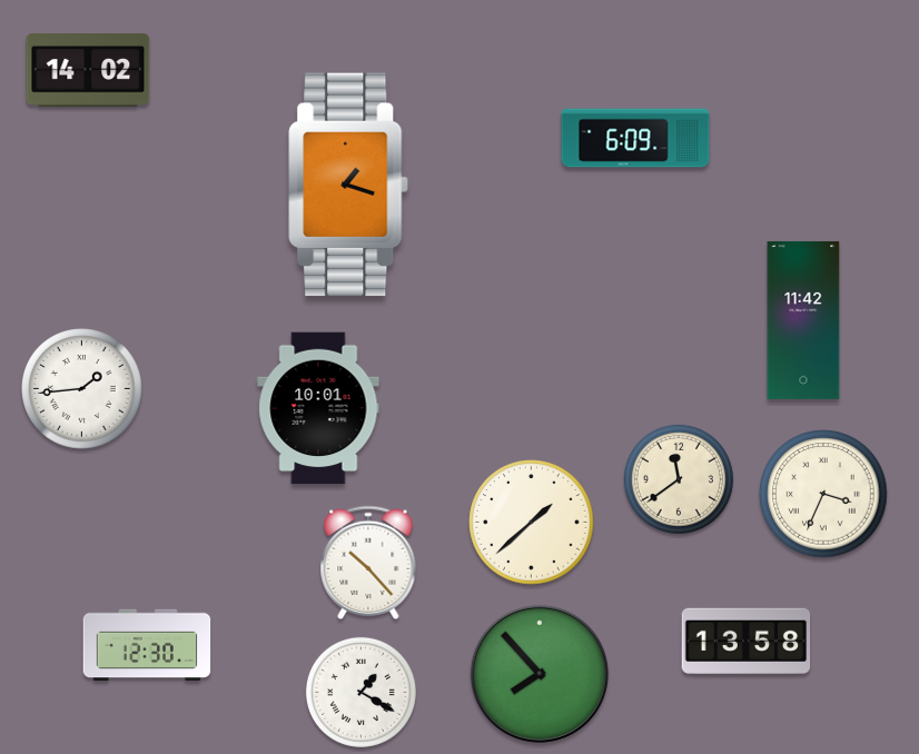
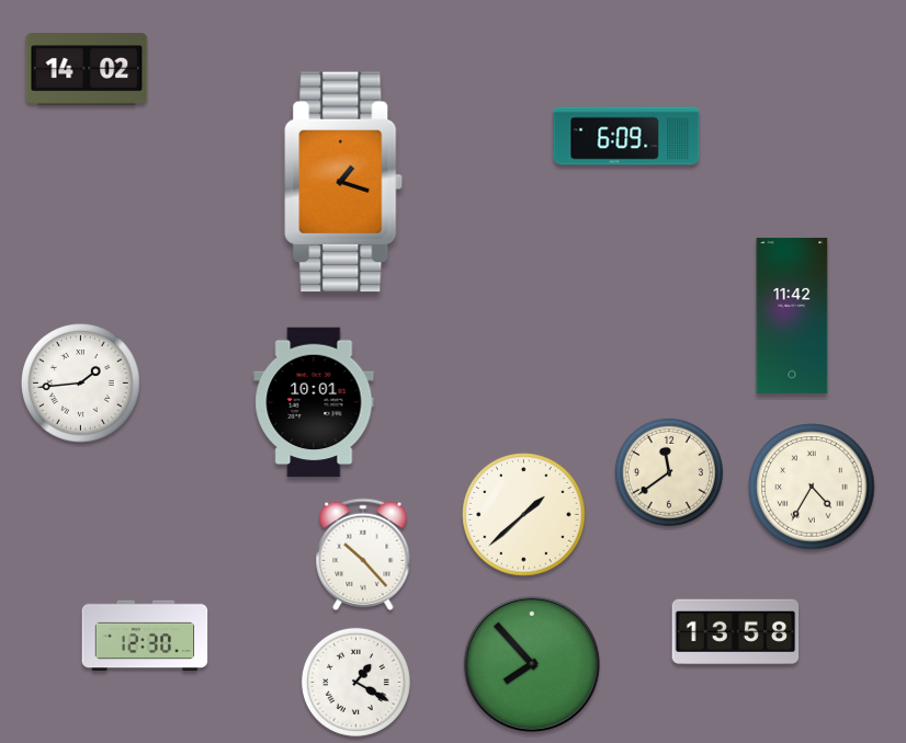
clock at (823, 494): 3:34 -> 4:35
